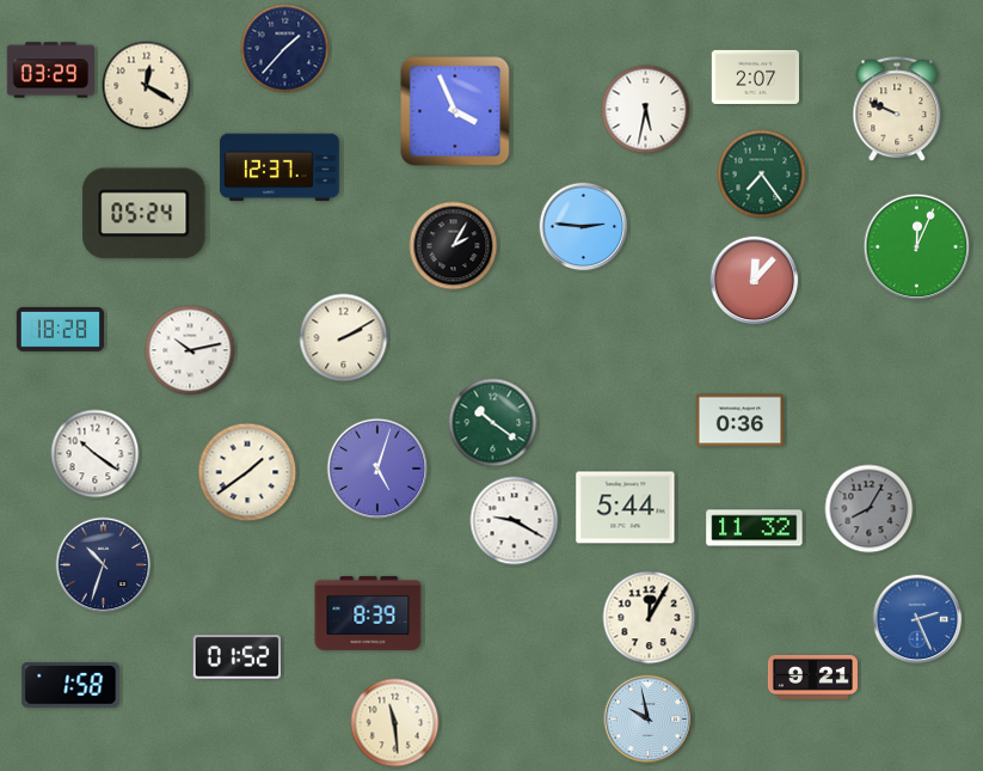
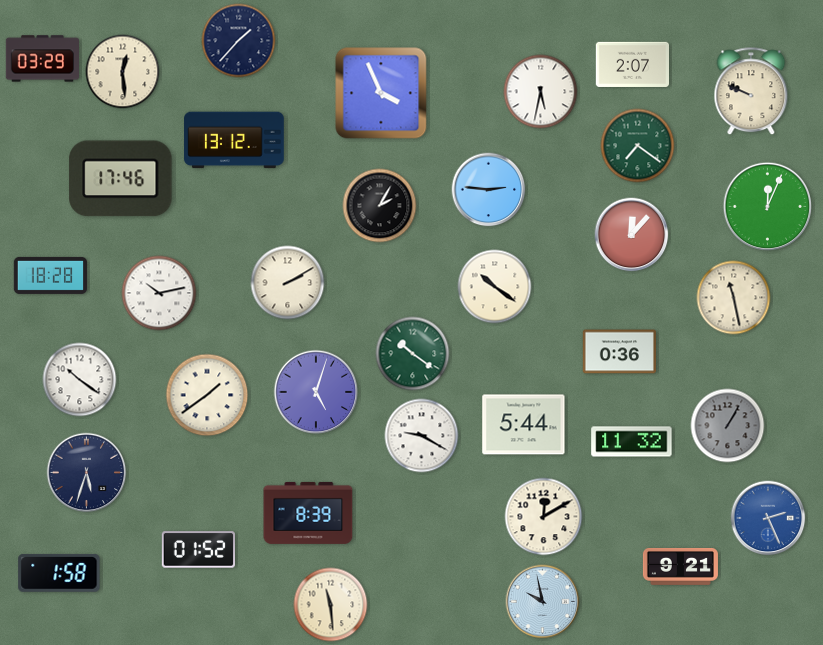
clock at (147, 86): 12:20 -> 12:29
clock at (279, 167): 12:37 -> 13:12
clock at (762, 175): 7:24 -> 7:21
clock at (145, 214): 05:24 -> 17:46
clock at (495, 287): none -> 10:21
clock at (734, 298): none -> 11:28
clock at (870, 509): 8:05 -> 1:05
clock at (515, 521) position: (515, 521) -> (422, 436)
clock at (104, 565): 10:33 -> 5:33
clock at (650, 618): 12:05 -> 12:10
